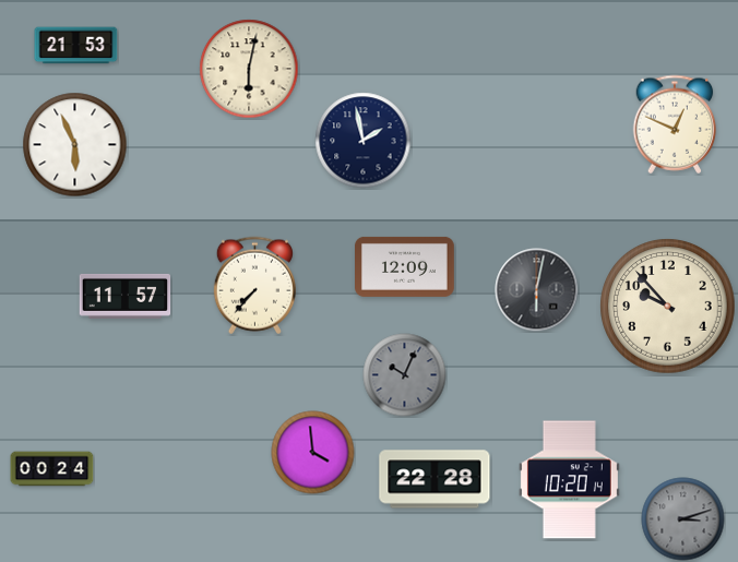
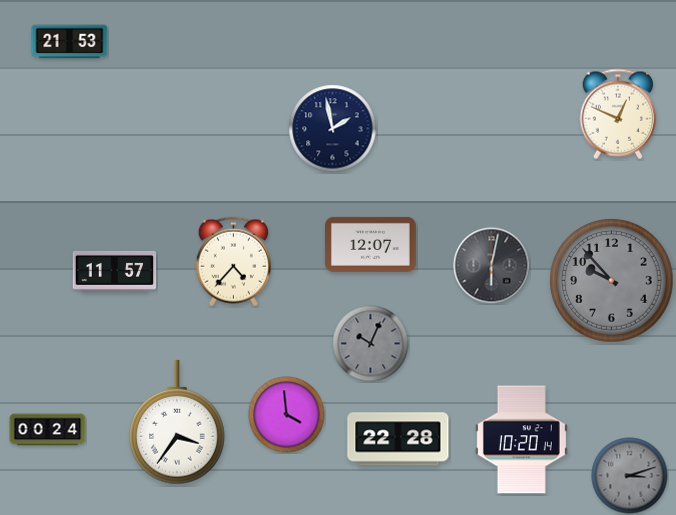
clock at (249, 69): 6:02 -> none
clock at (75, 145): 5:56 -> none
clock at (405, 266): 12:09 -> 12:07
clock at (254, 286): 7:37 -> 4:37
clock at (668, 307) dial: cream -> grey
clock at (178, 422): none -> 3:36
clock at (683, 519) position: (683, 519) -> (630, 476)
